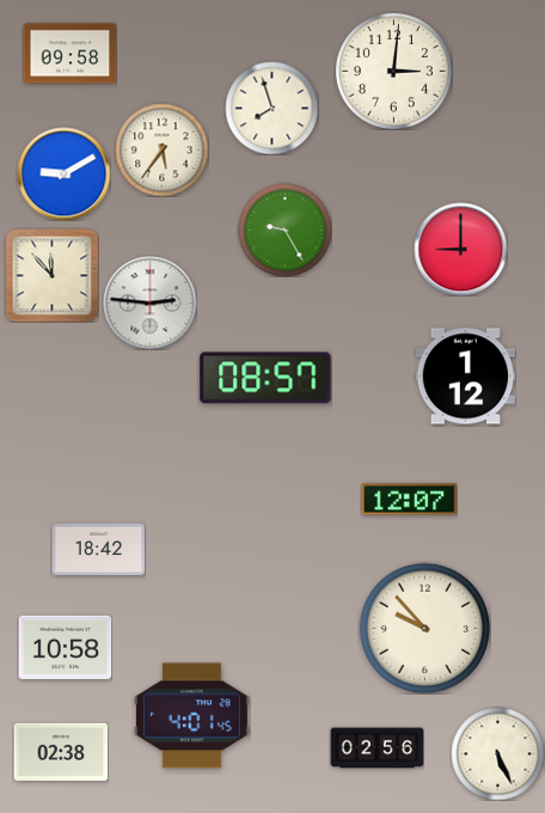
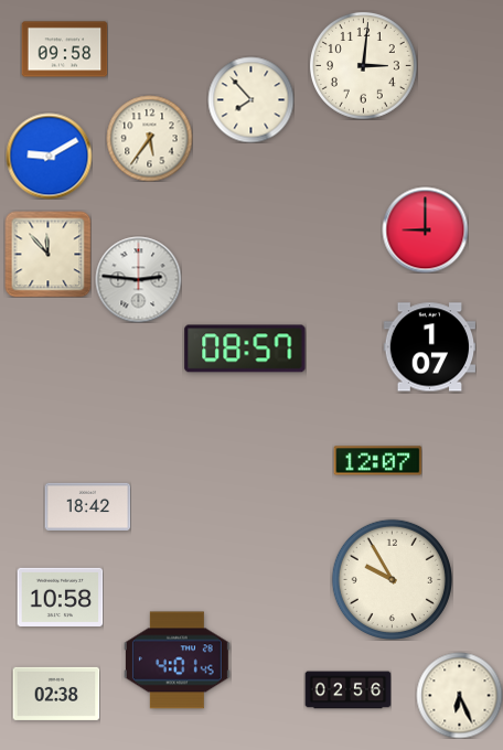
clock at (271, 108): 7:57 -> 7:53
clock at (63, 173) position: (63, 173) -> (49, 156)
clock at (284, 230): 9:25 -> none
clock at (465, 377): 1:12 -> 1:07
clock at (98, 549) position: (98, 549) -> (87, 506)
clock at (424, 628): 9:53 -> 9:55
clock at (497, 753): 5:26 -> 6:26
